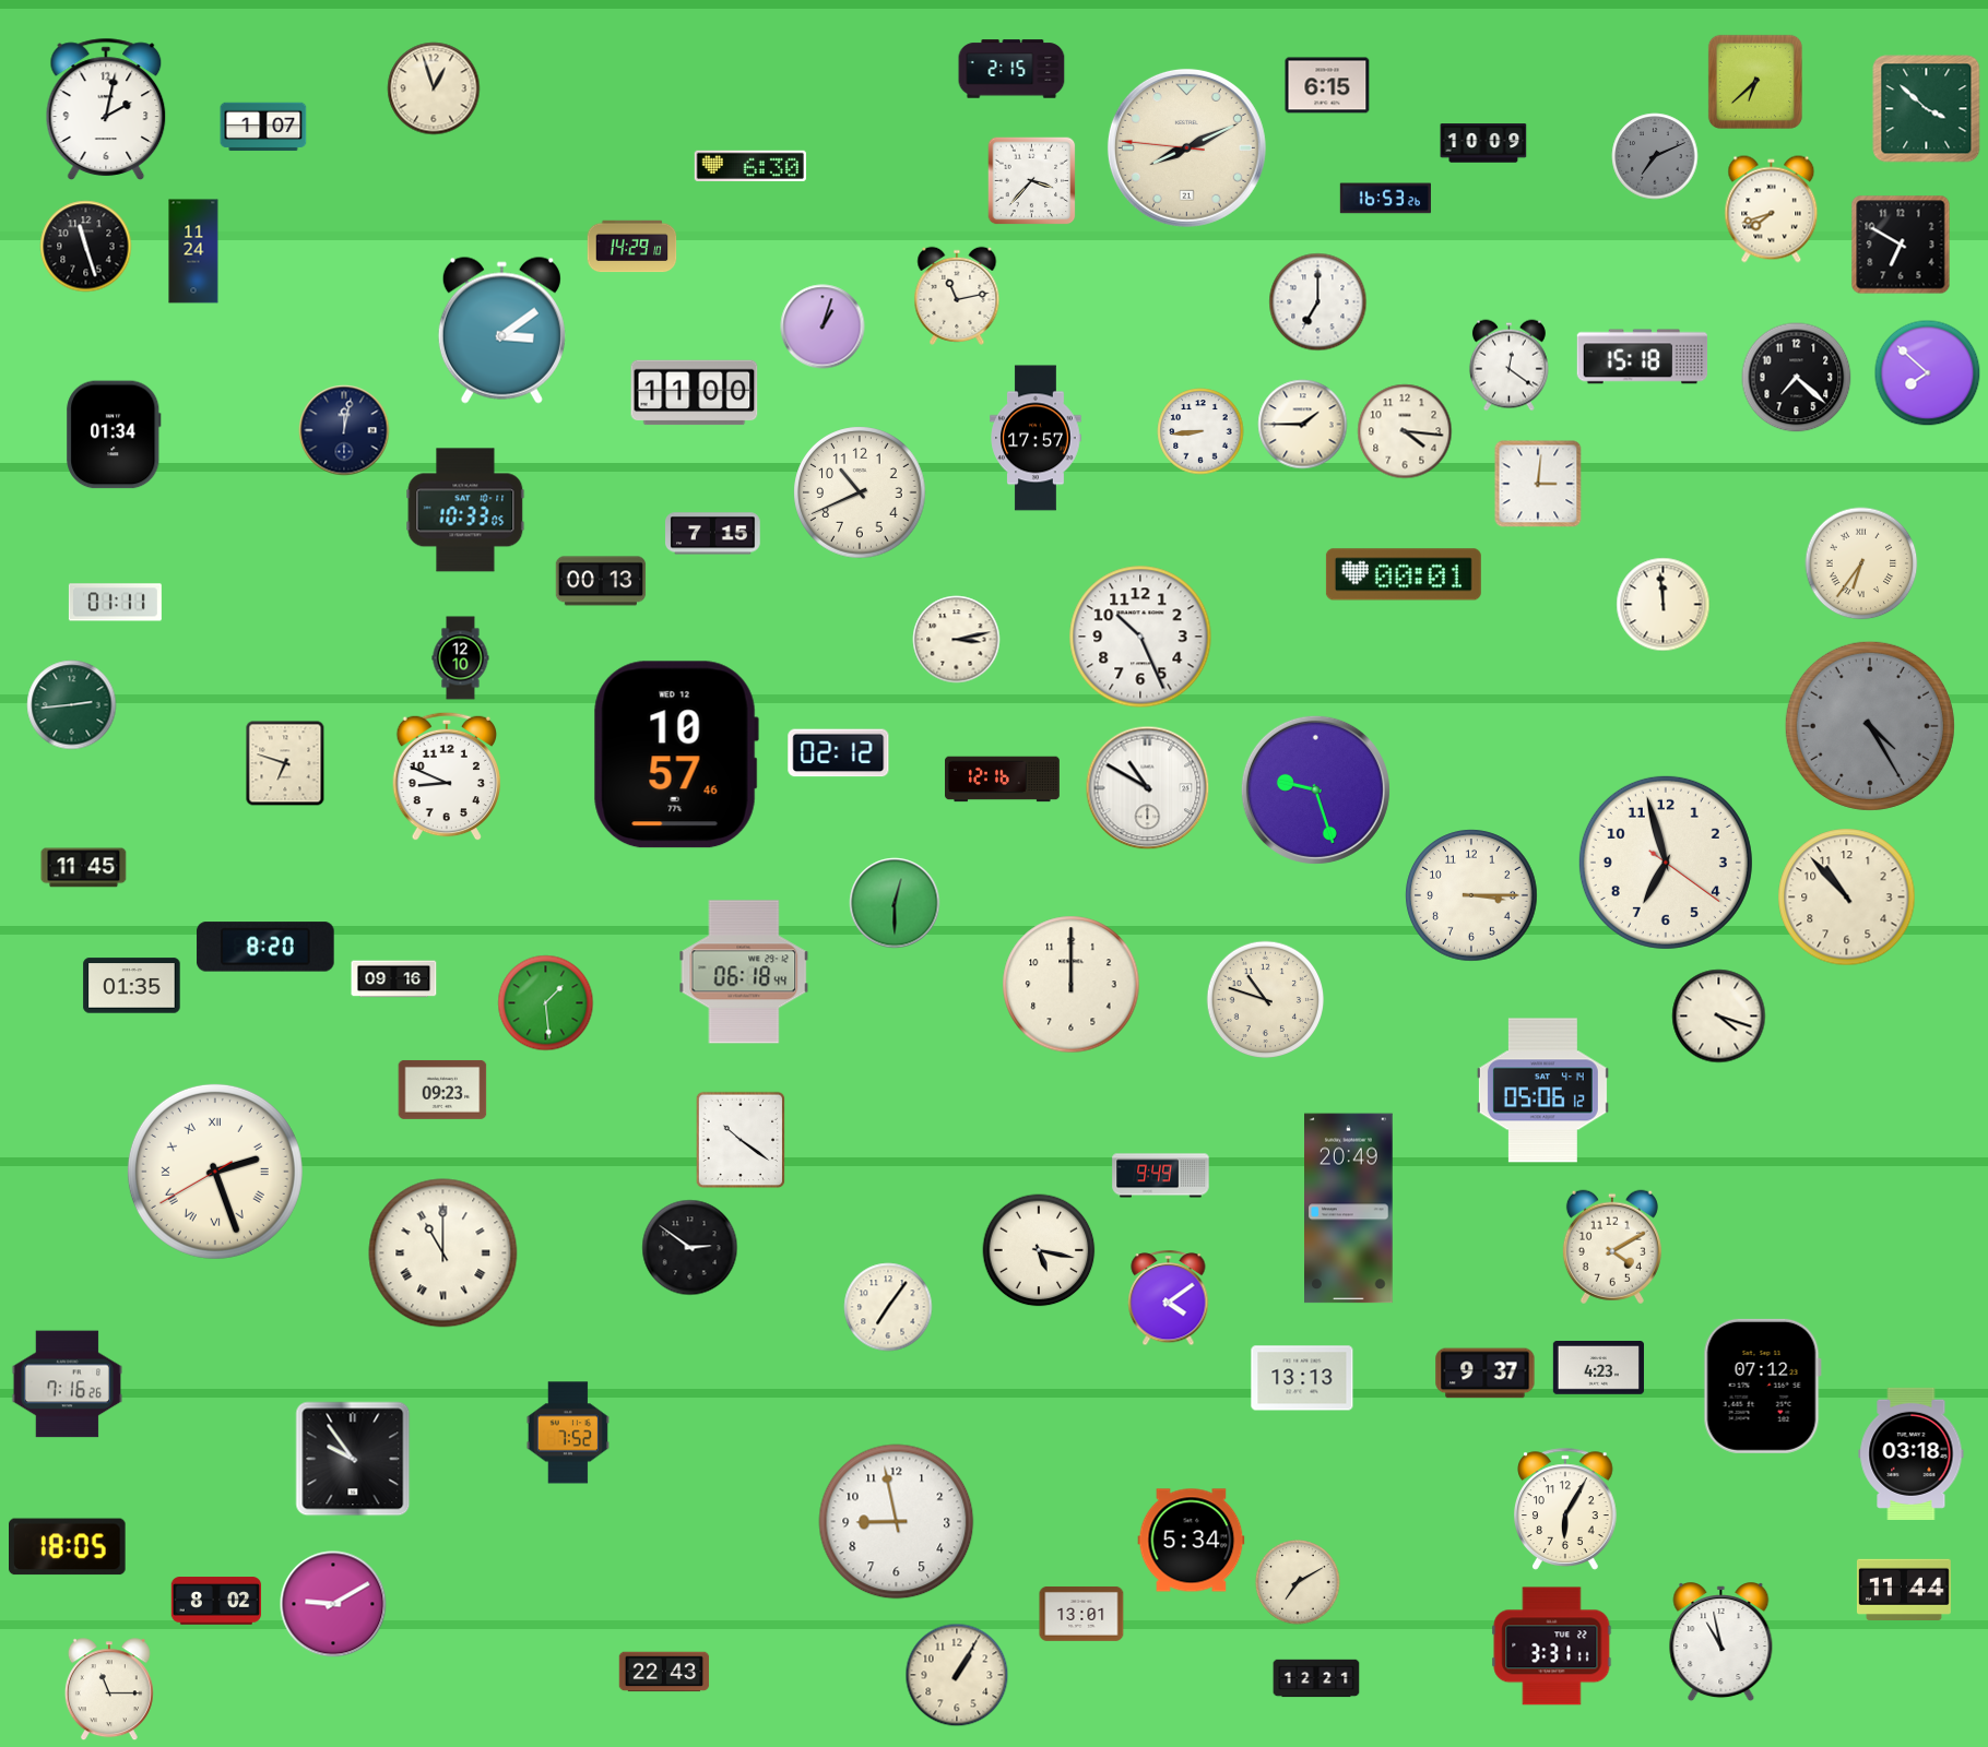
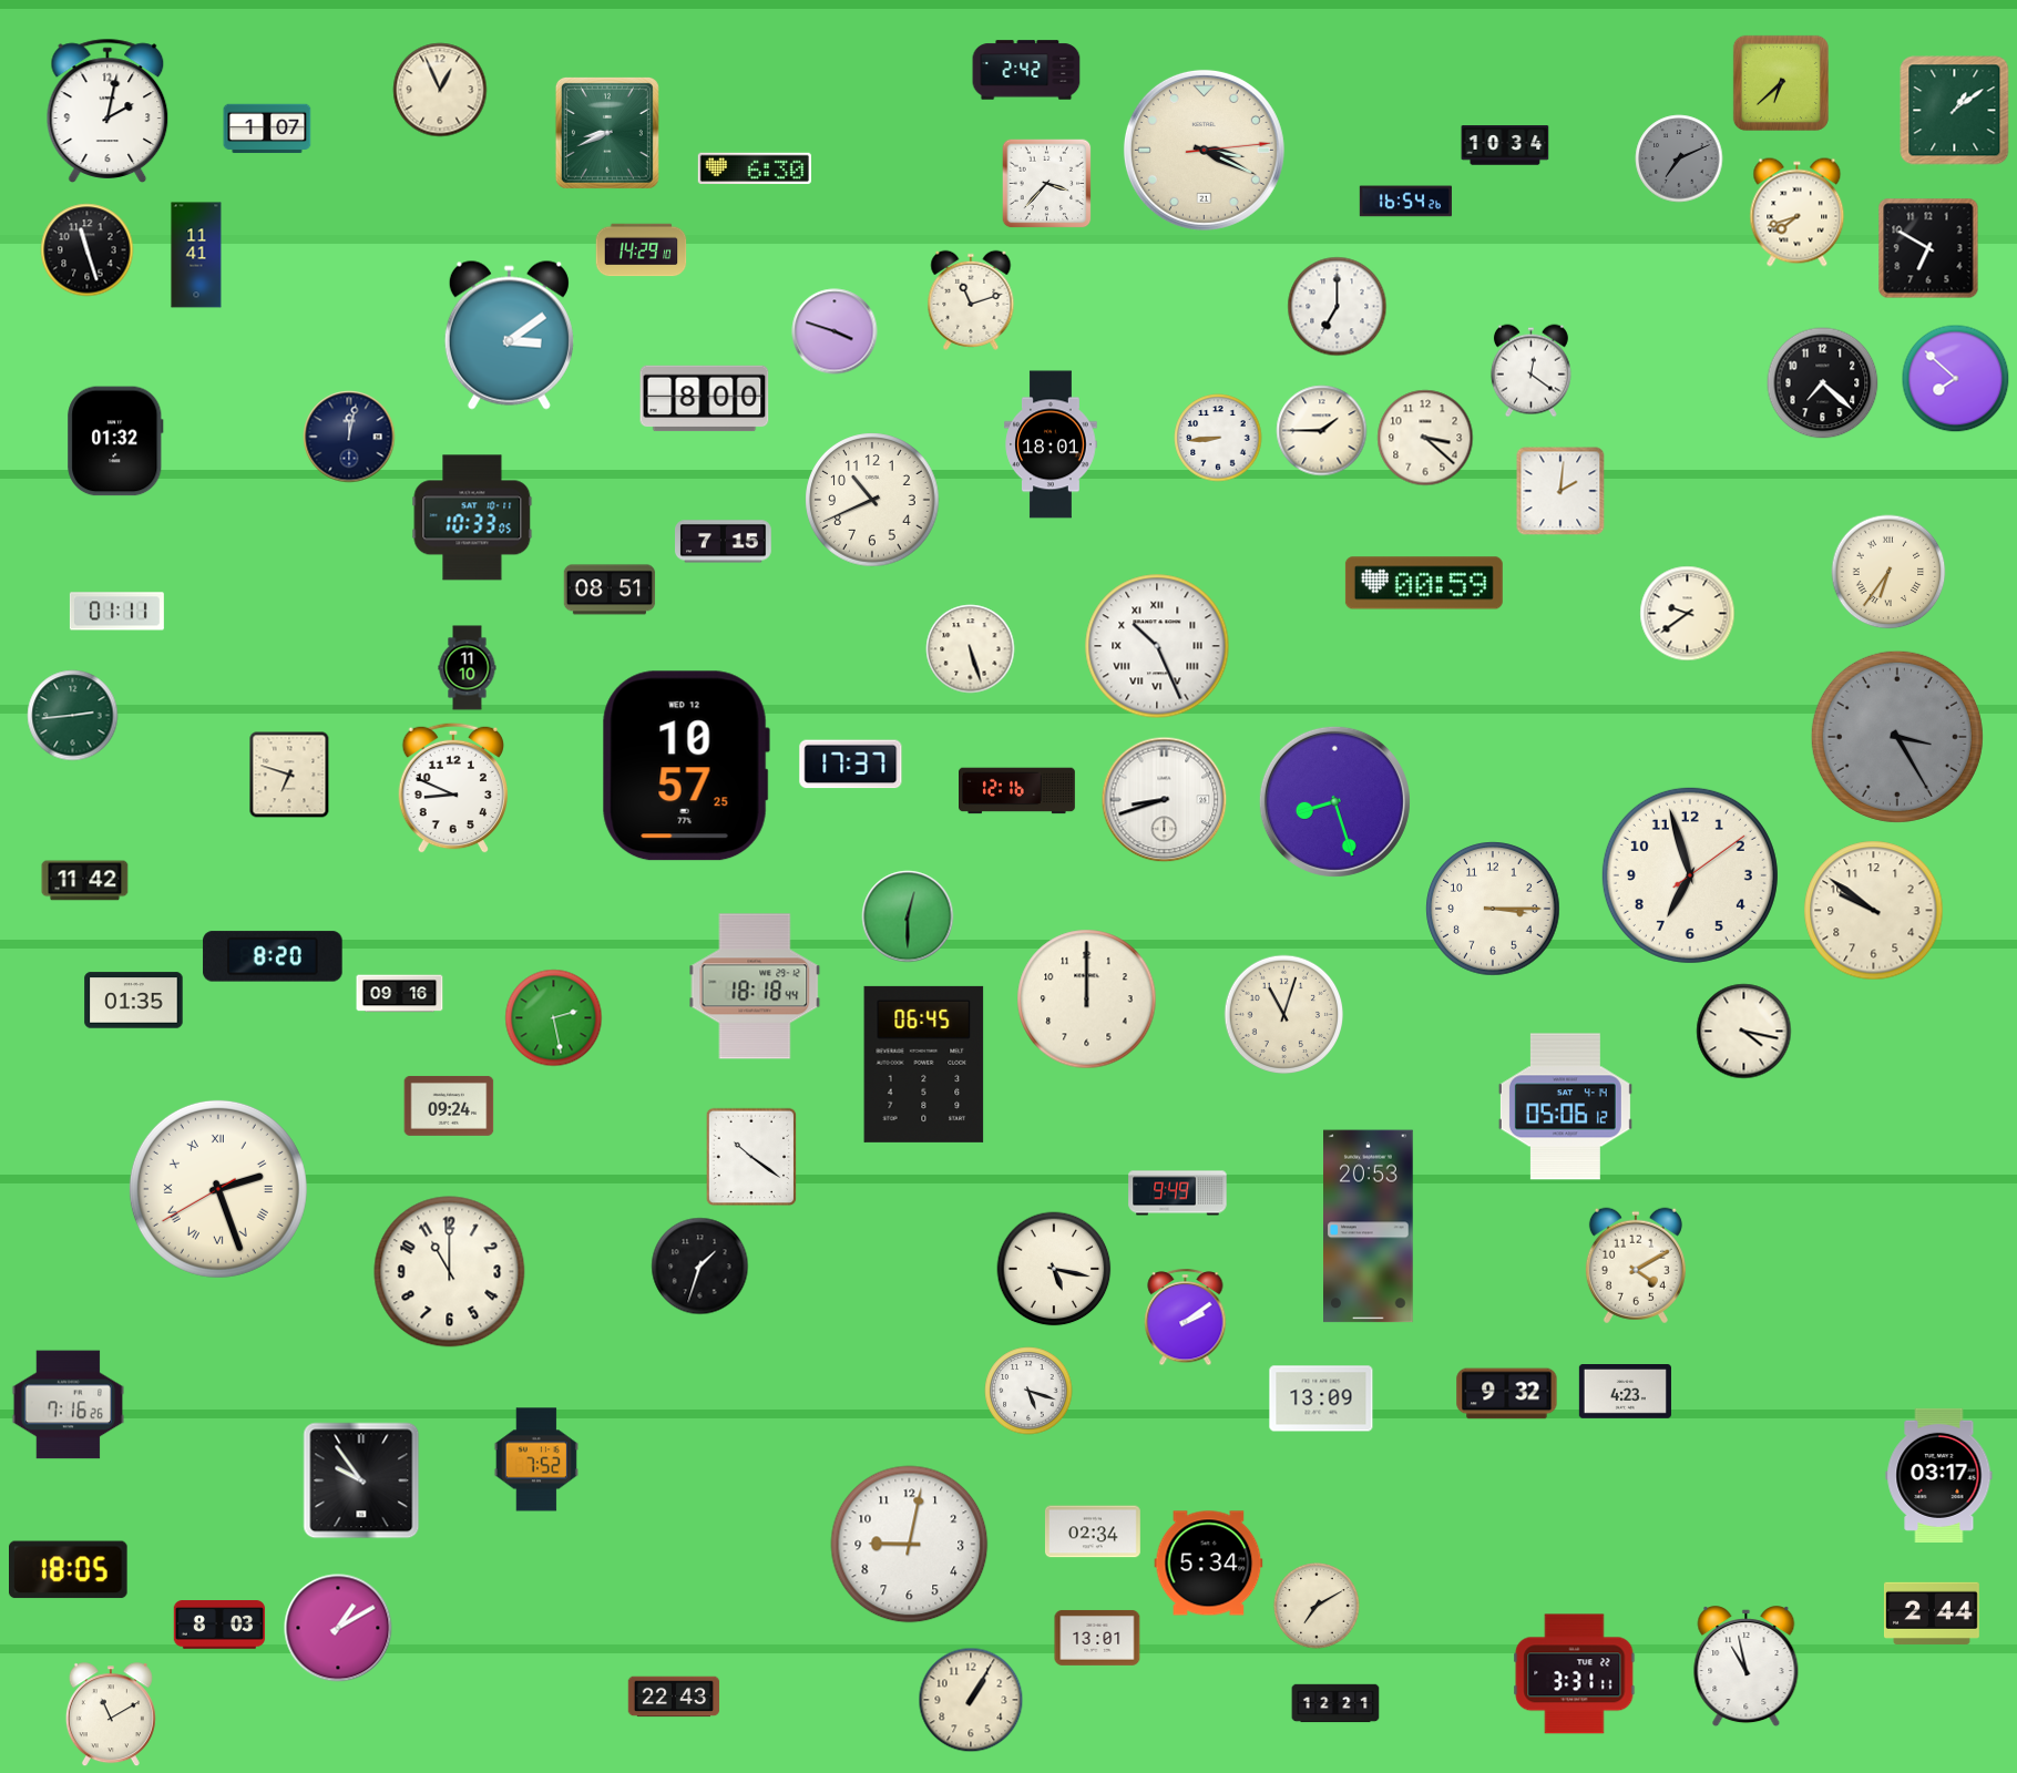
clock at (1011, 69): 2:15 -> 2:42
clock at (1327, 85): 6:15 -> none
clock at (434, 88): 12:57 -> 12:56
clock at (1927, 109): 3:52 -> 1:09
clock at (607, 133): none -> 8:41
clock at (1483, 143): 10:09 -> 10:34
clock at (1186, 147): 8:10 -> 3:19
clock at (750, 166) position: (750, 166) -> (755, 168)
clock at (1385, 199): 16:53 -> 16:54
clock at (193, 251): 11:24 -> 11:41
clock at (957, 296): 11:13 -> 11:12
clock at (823, 326): 1:03 -> 3:48
clock at (1643, 357): 15:18 -> none
clock at (695, 393): 11:00 -> 8:00
clock at (1405, 431): 4:16 -> 3:22
clock at (114, 435): 01:34 -> 01:32
clock at (1036, 438): 17:57 -> 18:01
clock at (1538, 484): 3:01 -> 2:01
clock at (1404, 574): 00:01 -> 00:59
clock at (601, 581): 00:13 -> 08:51
clock at (1664, 605): 11:59 -> 9:39
clock at (1140, 637) numerals: Arabic -> Roman
clock at (957, 640): 3:13 -> 5:27
clock at (461, 658): 12:10 -> 11:10
clock at (1870, 726): 4:25 -> 3:25
clock at (839, 753): 02:12 -> 17:37
clock at (676, 754): 10:57:46 -> 10:57:25
clock at (1148, 788): 10:50 -> 8:42
clock at (1315, 789): 9:27 -> 8:27
clock at (1666, 863): 6:57:21 -> 6:57:09
clock at (84, 868): 11:45 -> 11:42
clock at (1847, 898): 10:53 -> 9:51
clock at (265, 947) position: (265, 947) -> (273, 956)
clock at (744, 972): 06:18 -> 18:18
clock at (1266, 1000): 10:48 -> 11:03
clock at (546, 1003): 1:29 -> 2:28
clock at (1719, 1017): 4:18 -> 4:17
clock at (924, 1064): none -> 06:45
clock at (442, 1090): 09:23 -> 09:24
clock at (1349, 1209): 20:49 -> 20:53
clock at (690, 1248): 2:51 -> 1:33
clock at (443, 1253) numerals: Roman -> Arabic
clock at (1169, 1298): 4:09 -> 2:09
clock at (888, 1307): 7:06 -> none
clock at (1598, 1368) position: (1598, 1368) -> (1625, 1392)
clock at (1028, 1391): none -> 5:18
clock at (1486, 1374): 9:37 -> 9:32
clock at (1302, 1378): 13:13 -> 13:09
clock at (1762, 1386): 07:12 -> none
clock at (568, 1433) position: (568, 1433) -> (536, 1459)
clock at (1912, 1453): 03:18 -> 03:17
clock at (353, 1459) position: (353, 1459) -> (361, 1480)
clock at (1093, 1531): none -> 02:34
clock at (1566, 1509): 6:05 -> none
clock at (897, 1522): 8:58 -> 9:02
clock at (1904, 1589): 11:44 -> 2:44
clock at (216, 1601): 8:02 -> 8:03
clock at (333, 1604): 9:10 -> 1:10
clock at (1552, 1647) position: (1552, 1647) -> (1575, 1674)
clock at (109, 1690): 11:15 -> 11:10
